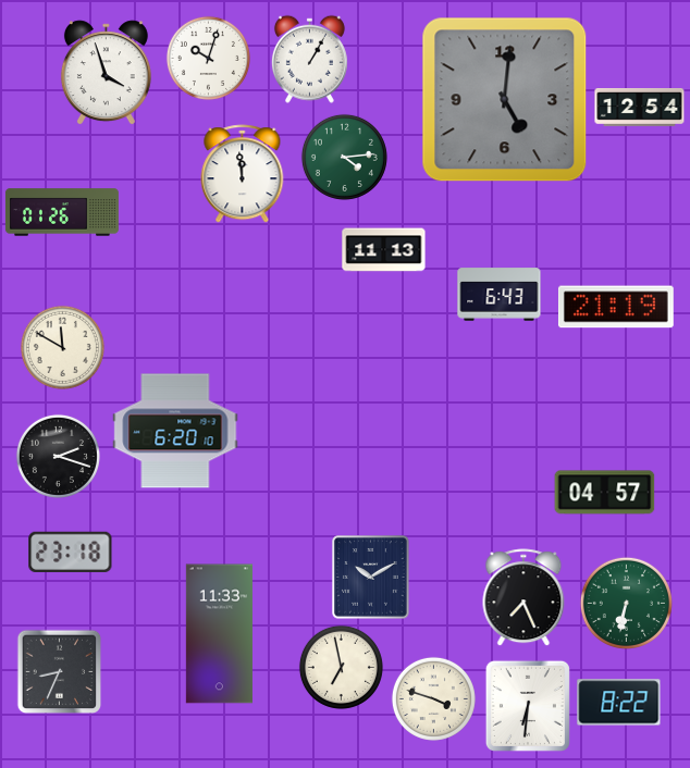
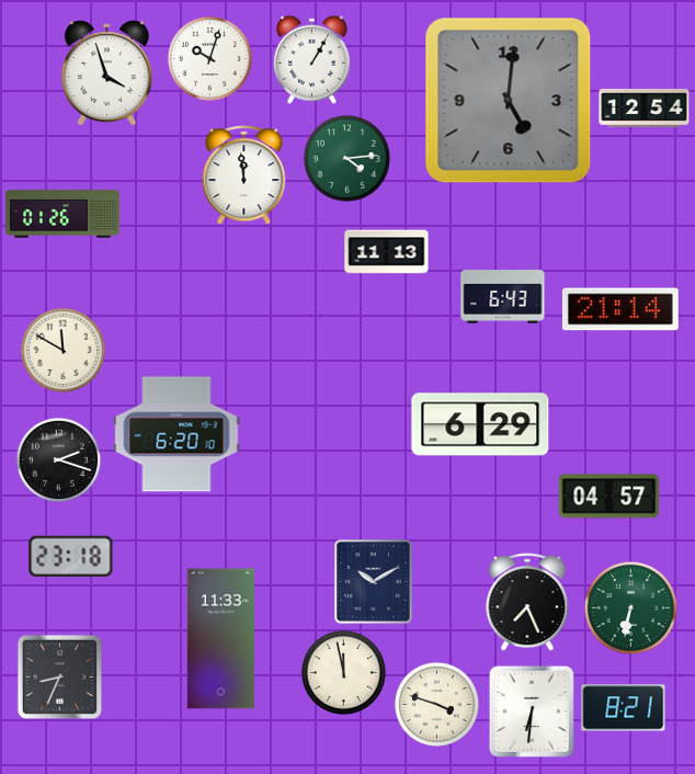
clock at (616, 307): 21:19 -> 21:14
clock at (480, 424): none -> 6:29
clock at (341, 667): 6:58 -> 11:58
clock at (619, 703): 8:22 -> 8:21
